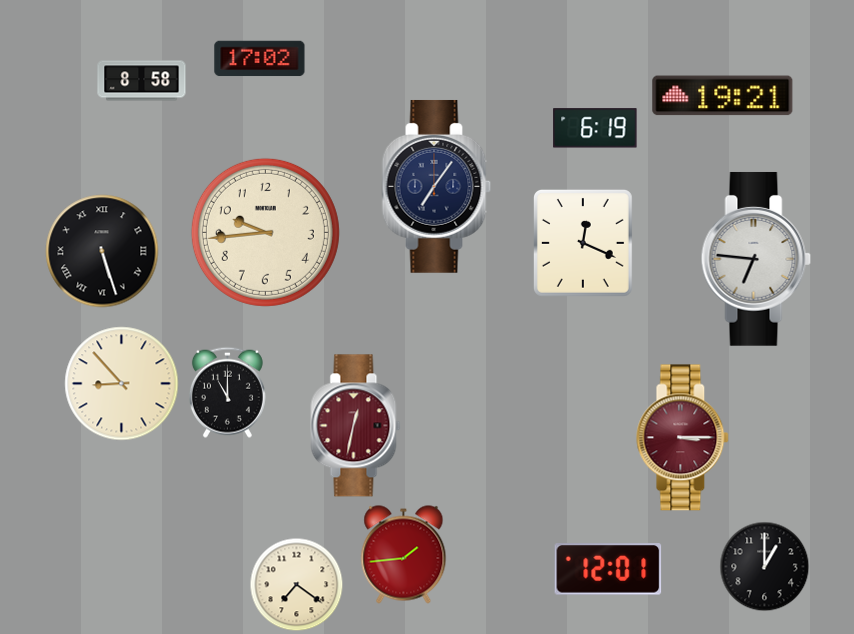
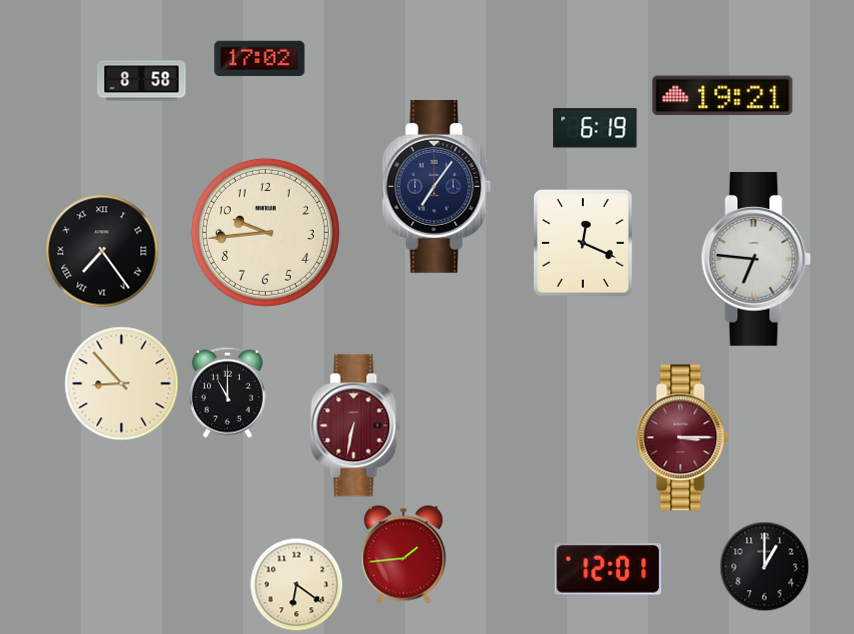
clock at (102, 251): 5:27 -> 7:24
clock at (356, 426): 12:32 -> 6:32
clock at (296, 584): 7:21 -> 6:21
